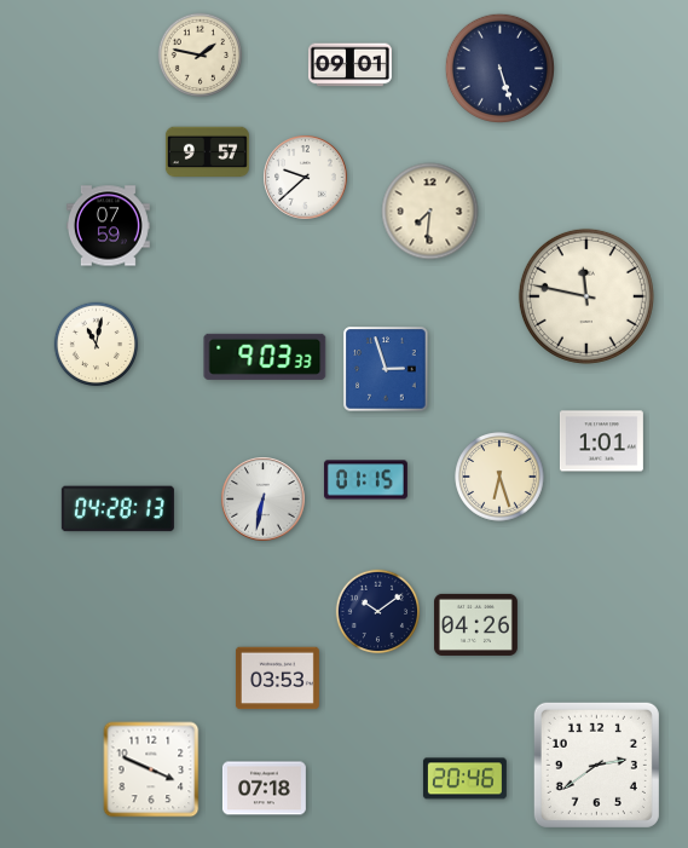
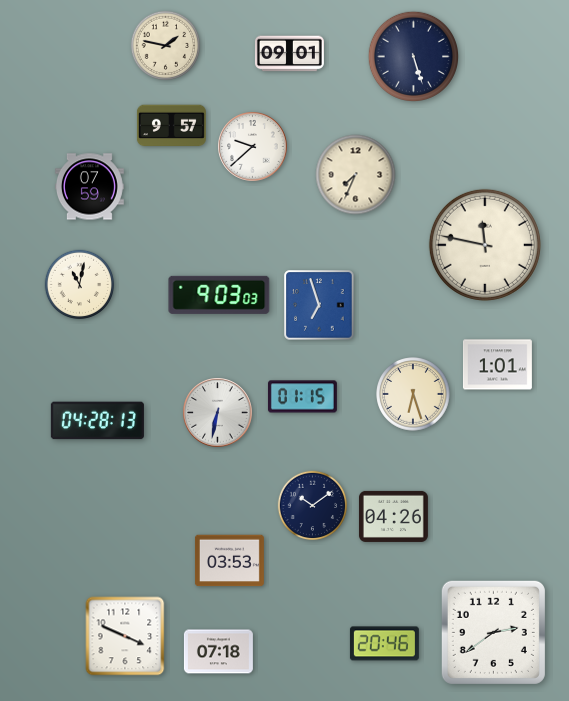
clock at (430, 212): 7:31 -> 7:34
clock at (265, 357): 9:03:33 -> 9:03:03
clock at (386, 369): 2:57 -> 6:57
